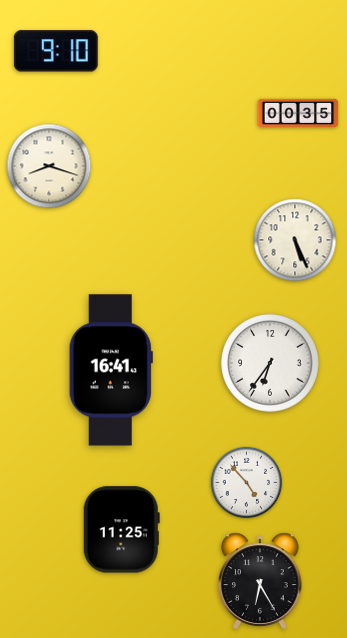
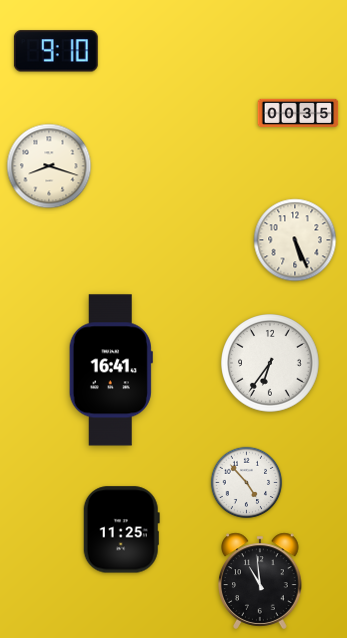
clock at (261, 581): 6:25 -> 10:59
